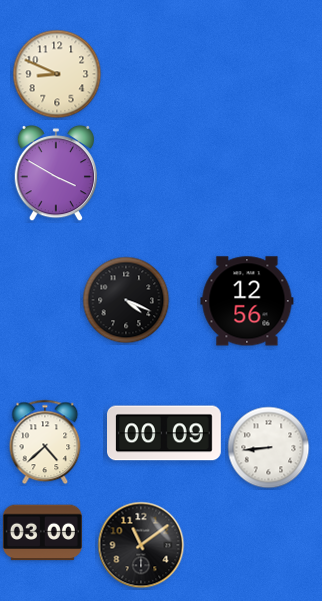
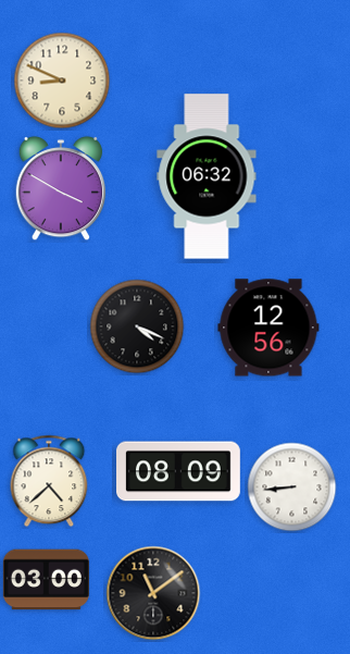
clock at (207, 176): none -> 06:32
clock at (165, 433): 00:09 -> 08:09
